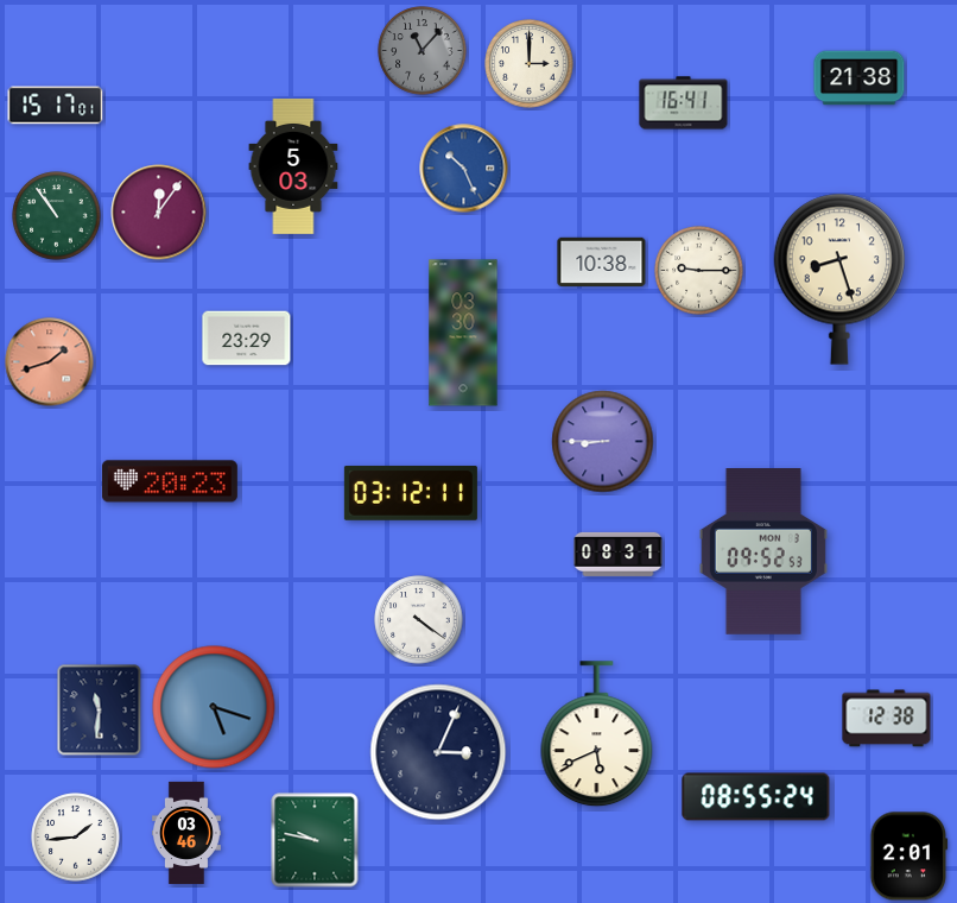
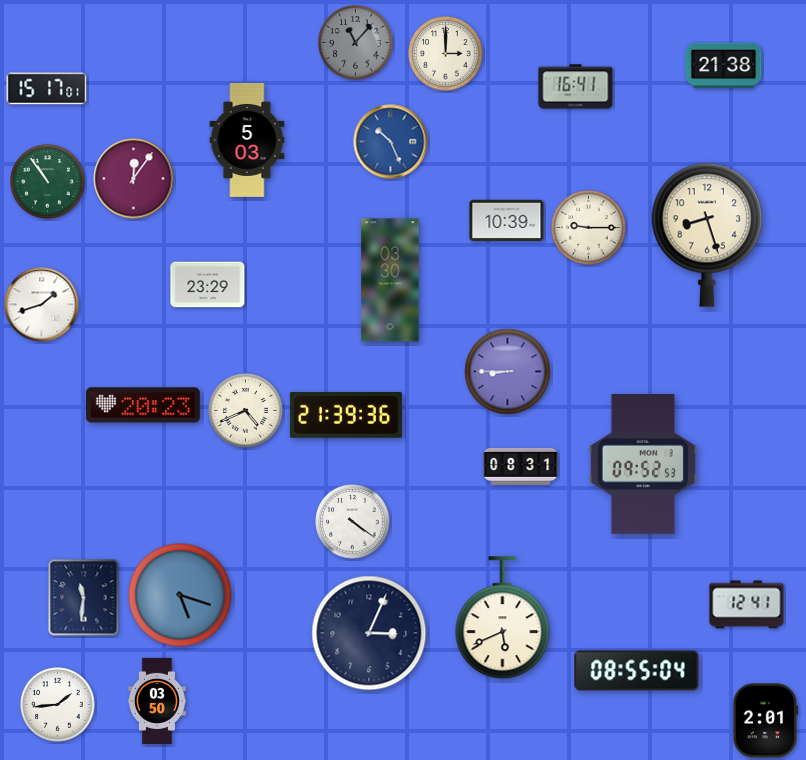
clock at (602, 261): 10:38 -> 10:39
clock at (50, 362) dial: salmon -> white
clock at (246, 411): none -> 4:41
clock at (411, 493): 03:12 -> 21:39
clock at (887, 719): 12:38 -> 12:41
clock at (756, 797): 08:55:24 -> 08:55:04
clock at (186, 833): 03:46 -> 03:50
clock at (76, 838) position: (76, 838) -> (58, 705)
clock at (315, 840): 9:47 -> none
